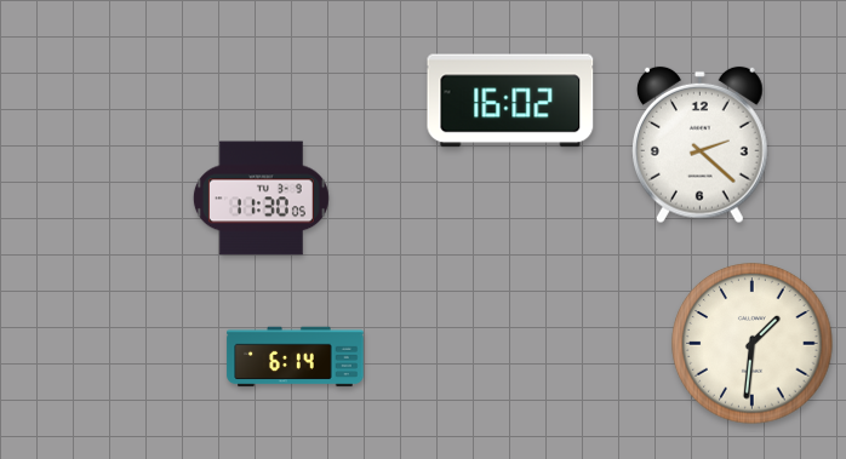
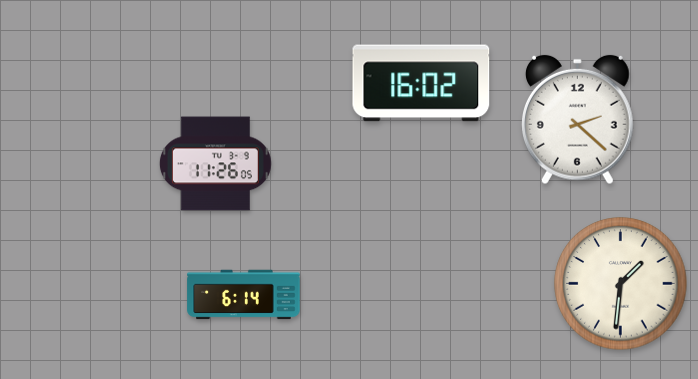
clock at (261, 199): 11:30 -> 11:26
